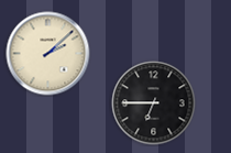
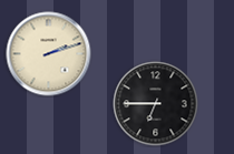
clock at (48, 54): 2:08 -> 2:12
